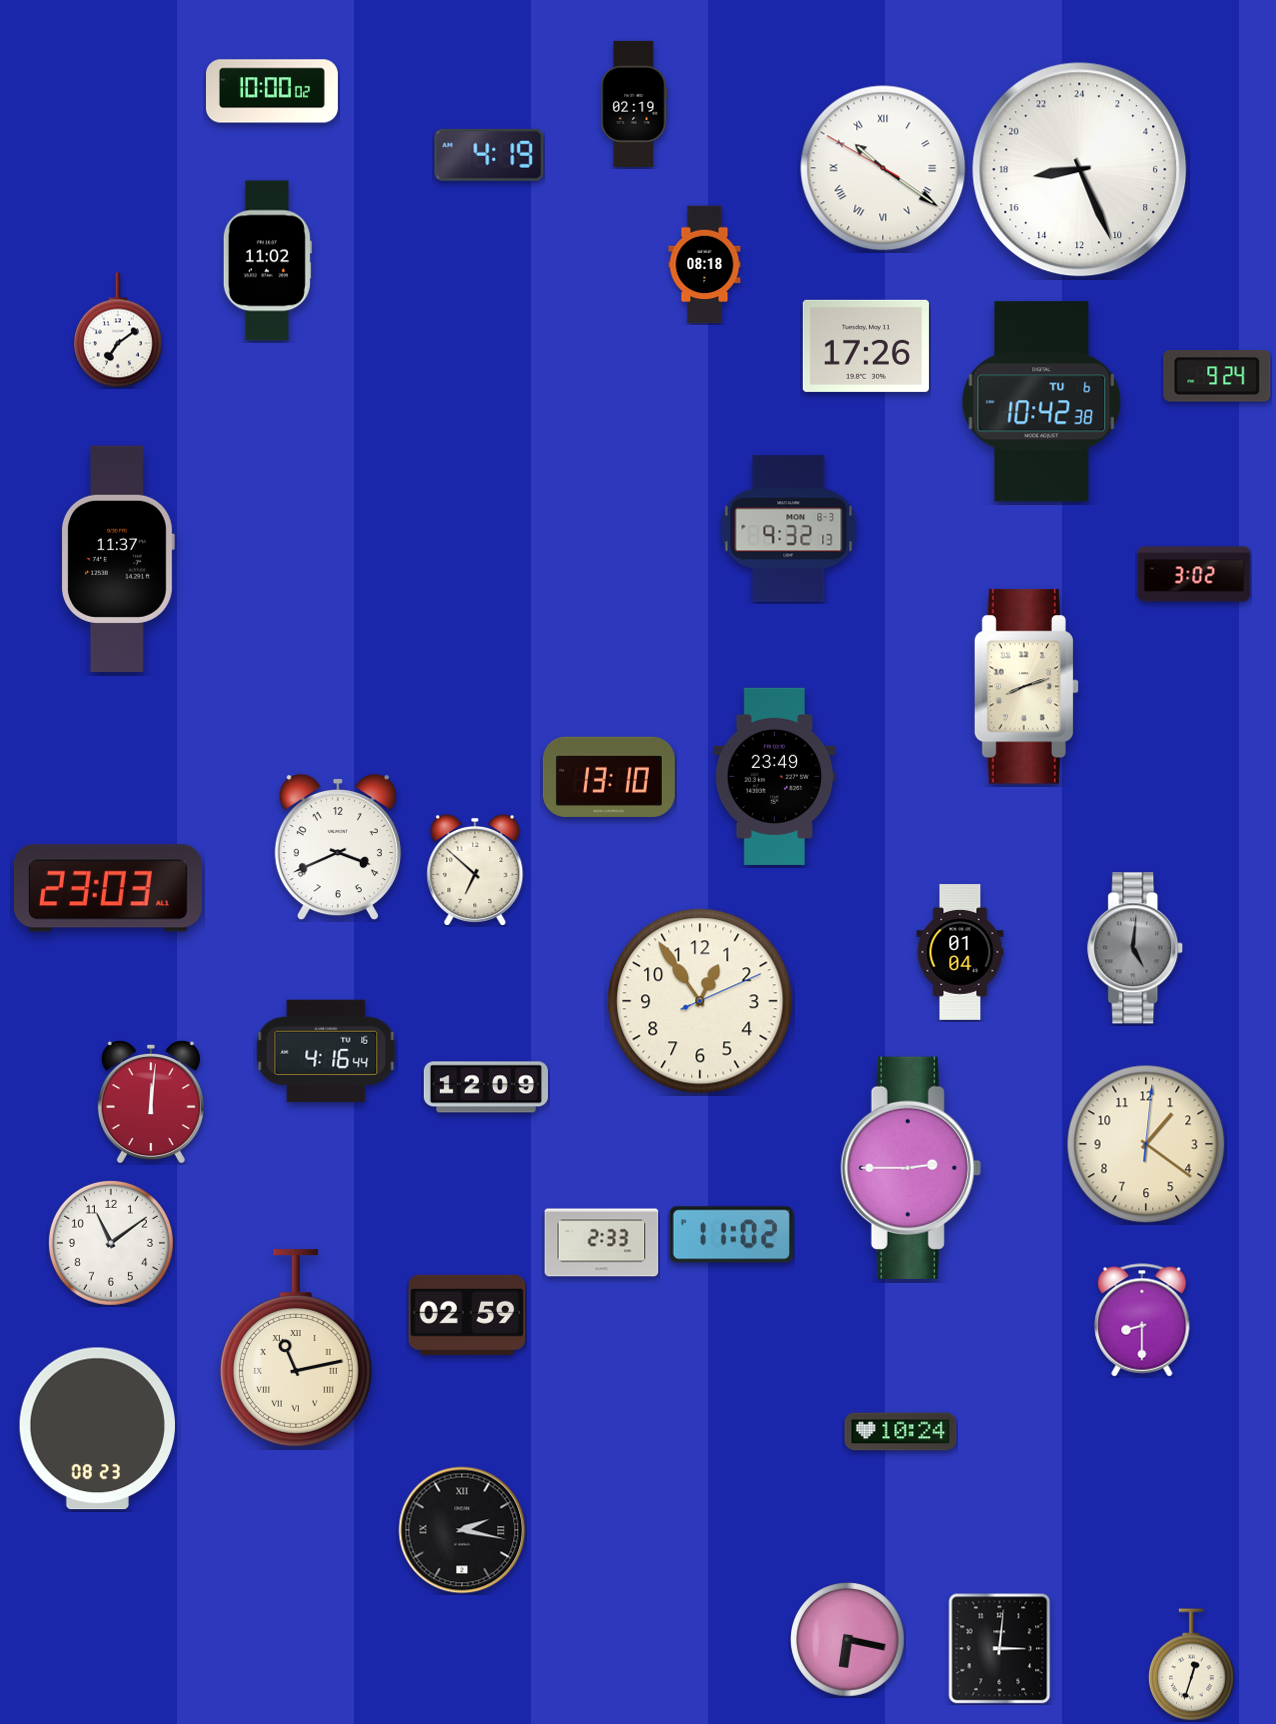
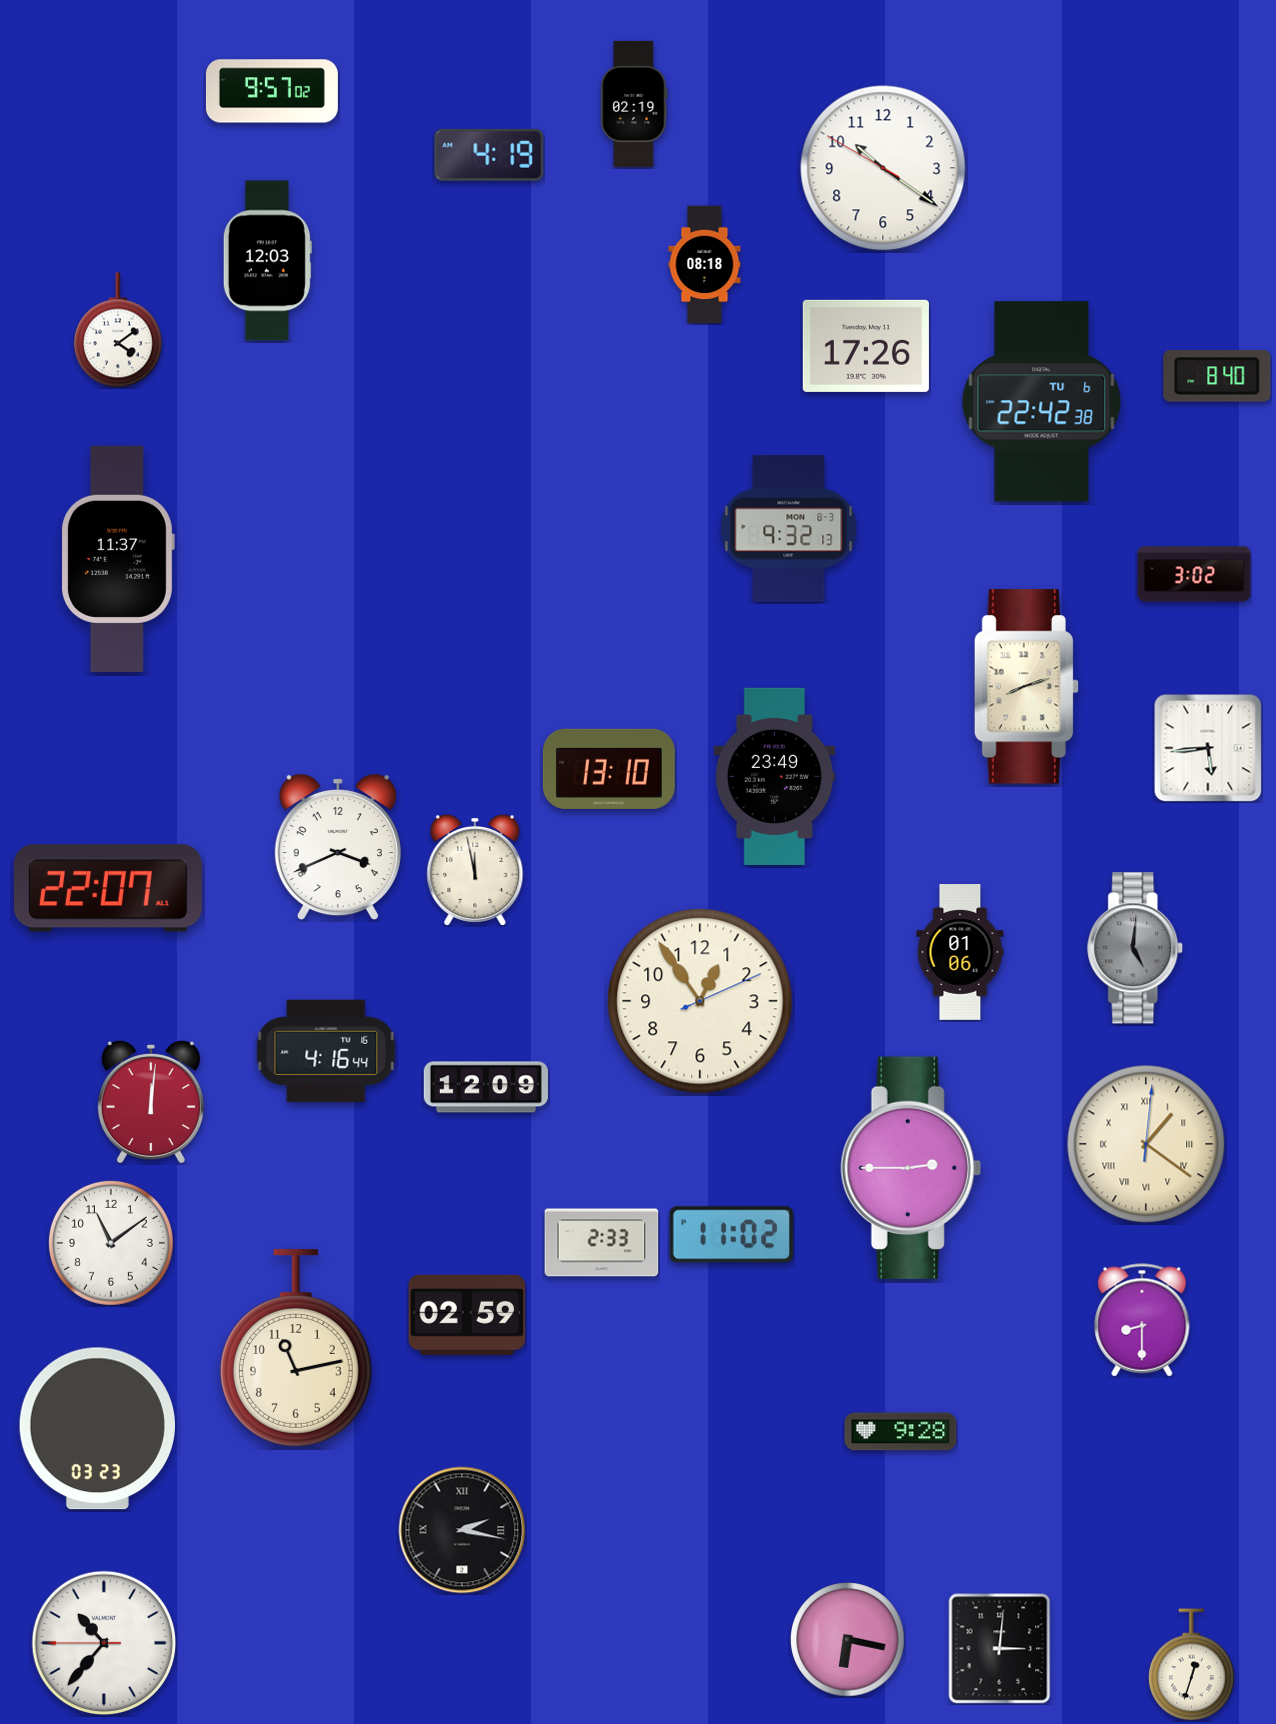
clock at (272, 91): 10:00 -> 9:57
clock at (883, 168) numerals: Roman -> Arabic
clock at (1080, 170): 17:26 -> none
clock at (267, 261): 11:02 -> 12:03
clock at (119, 330): 7:09 -> 4:09
clock at (1217, 376): 9:24 -> 8:40
clock at (1042, 402): 10:42 -> 22:42
clock at (1208, 748): none -> 5:44
clock at (609, 777) position: (609, 777) -> (609, 769)
clock at (475, 870): 6:52 -> 11:58
clock at (108, 888): 23:03 -> 22:07
clock at (960, 952): 01:04 -> 01:06
clock at (1146, 1144) numerals: Arabic -> Roman
clock at (296, 1348) numerals: Roman -> Arabic
clock at (97, 1429): 08:23 -> 03:23
clock at (901, 1432): 10:24 -> 9:28
clock at (104, 1643): none -> 10:36
